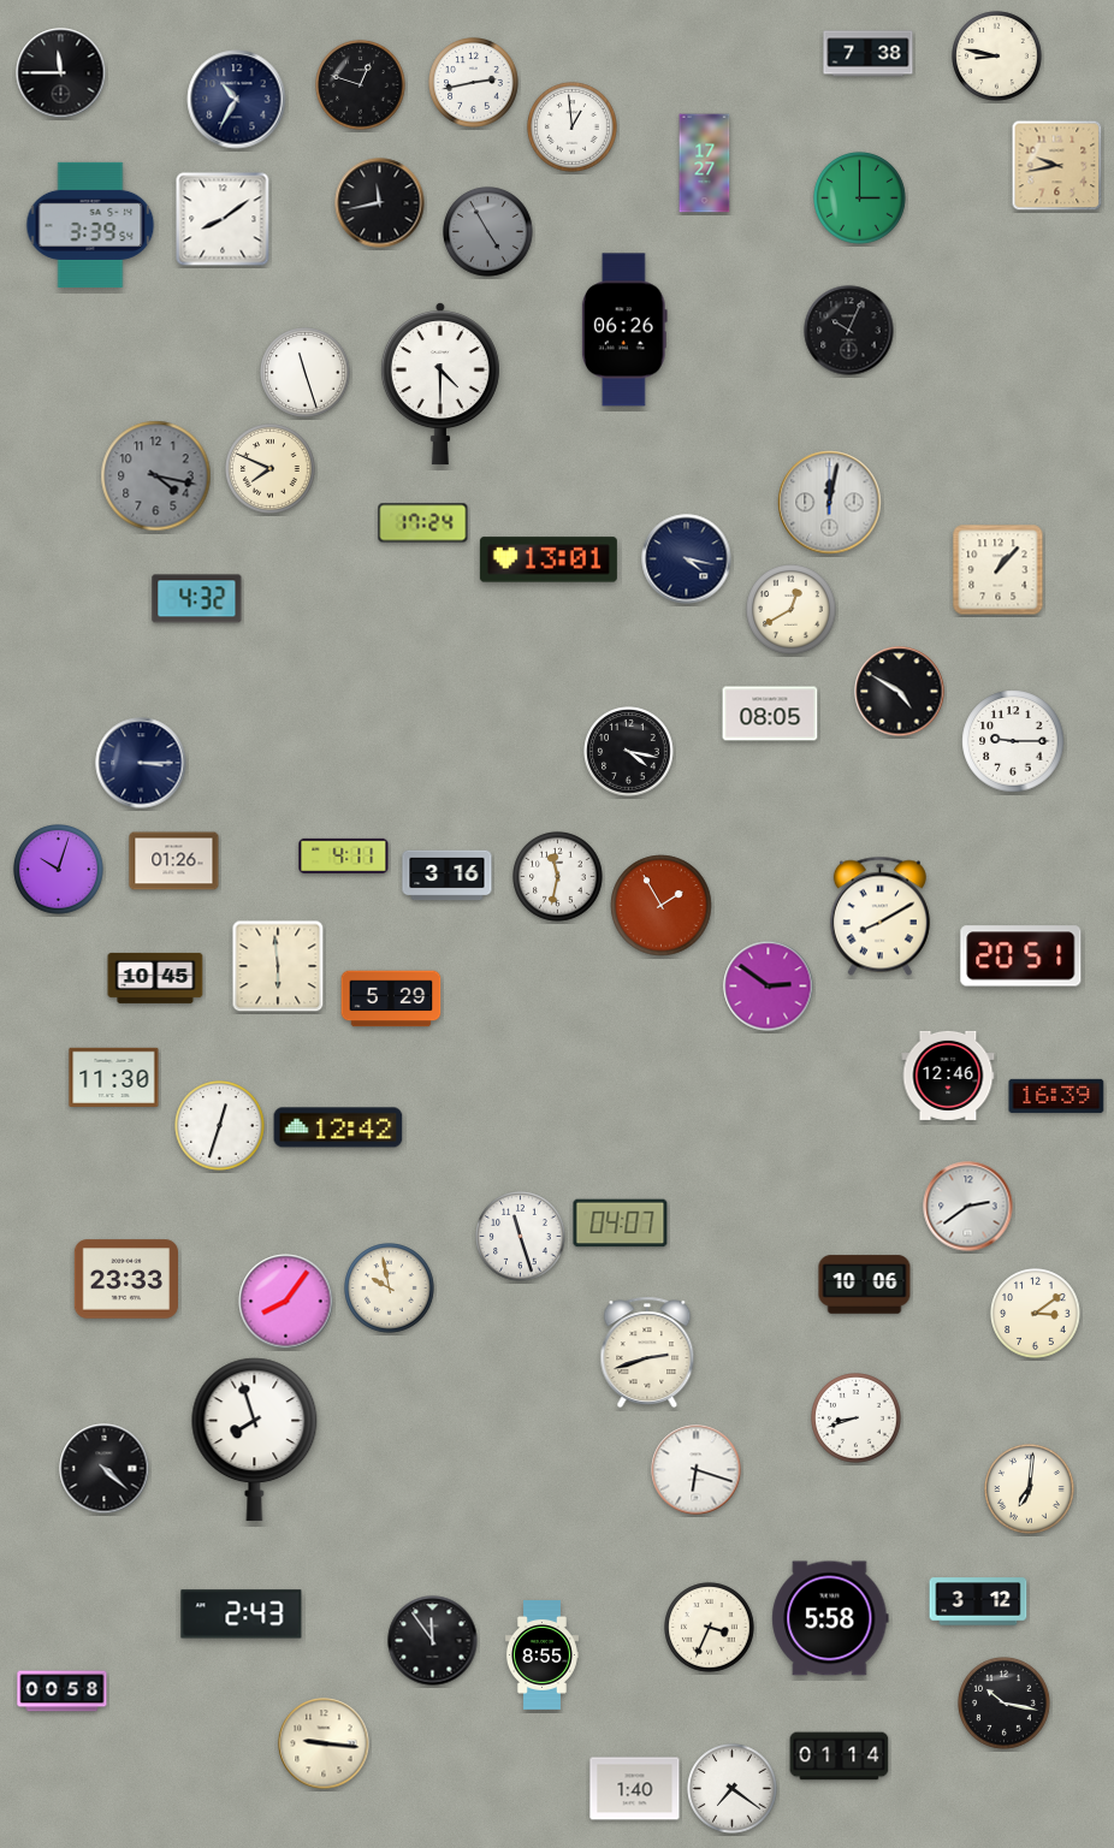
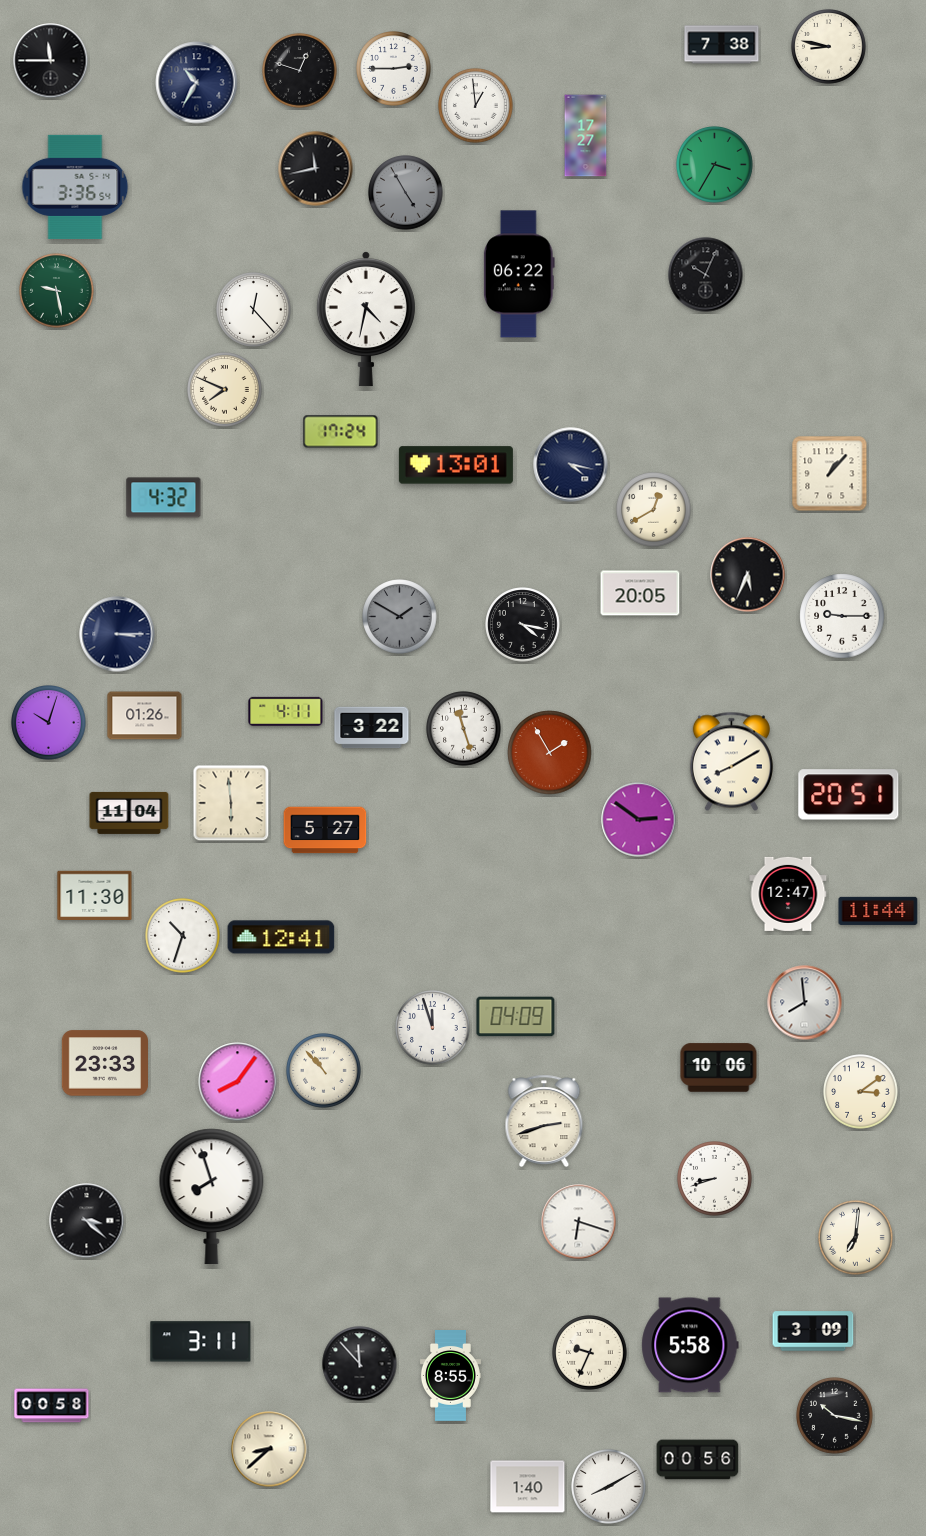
clock at (474, 83): 2:43 -> 2:45
clock at (1057, 166): 9:43 -> none
clock at (860, 199): 3:00 -> 3:35
clock at (223, 219): 8:09 -> none
clock at (90, 225): 3:39 -> 3:36
clock at (624, 330): 06:26 -> 06:22
clock at (57, 291): none -> 9:28
clock at (306, 373): 11:27 -> 12:23
clock at (440, 384): 4:30 -> 4:32
clock at (156, 476): 4:17 -> none
clock at (830, 503): 12:02 -> none
clock at (423, 523) position: (423, 523) -> (341, 432)
clock at (792, 610) position: (792, 610) -> (654, 510)
clock at (900, 692): 4:50 -> 5:34
clock at (770, 713): 08:05 -> 20:05
clock at (400, 617): none -> 1:50
clock at (448, 876): 3:16 -> 3:22
clock at (558, 877): 11:32 -> 11:27
clock at (155, 978): 10:45 -> 11:04
clock at (391, 999): 5:29 -> 5:27
clock at (948, 1076): 12:46 -> 12:47
clock at (1056, 1096): 16:39 -> 11:44
clock at (220, 1126): 12:33 -> 10:33
clock at (338, 1127): 12:42 -> 12:41
clock at (968, 1207): 2:39 -> 7:59
clock at (621, 1224): 04:07 -> 04:09
clock at (521, 1237): 11:27 -> 11:57
clock at (390, 1289): 9:58 -> 10:53
clock at (647, 1352) position: (647, 1352) -> (544, 1121)
clock at (857, 1418) position: (857, 1418) -> (715, 1179)
clock at (105, 1469): 4:22 -> 3:22
clock at (978, 1601): 3:12 -> 3:09
clock at (242, 1615): 2:43 -> 3:11
clock at (710, 1628): 3:34 -> 9:34
clock at (433, 1641): 11:54 -> 11:53
clock at (324, 1743): 9:16 -> 8:38
clock at (840, 1757): 01:14 -> 00:56
clock at (733, 1789): 7:21 -> 8:10
